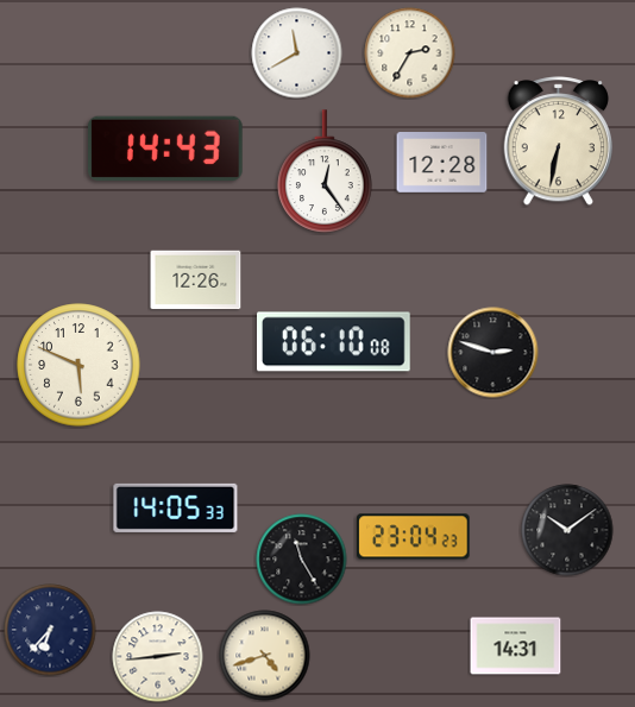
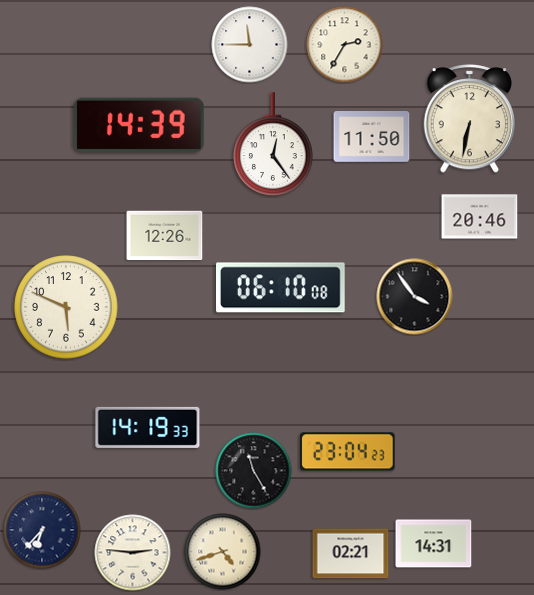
clock at (297, 53): 11:40 -> 11:45
clock at (166, 147): 14:43 -> 14:39
clock at (442, 163): 12:28 -> 11:50
clock at (480, 217): none -> 20:46
clock at (493, 353): 2:48 -> 3:54
clock at (176, 507): 14:05 -> 14:19
clock at (567, 530): 10:09 -> none
clock at (158, 657): 2:44 -> 2:46
clock at (351, 554): none -> 02:21
